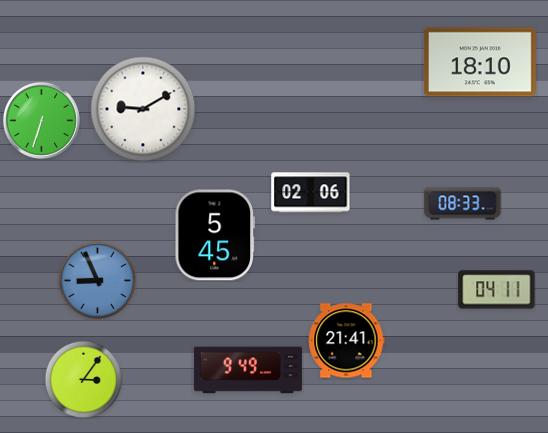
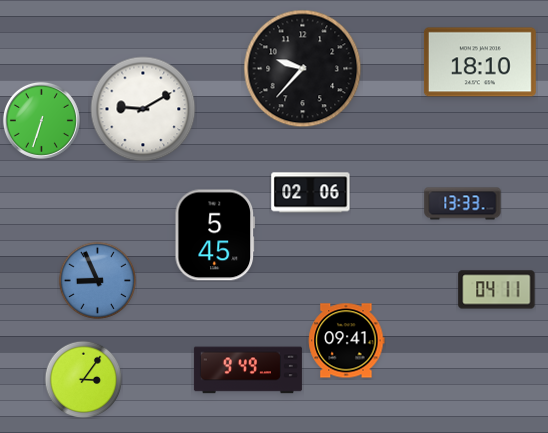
clock at (303, 69): none -> 9:37
clock at (463, 204): 08:33 -> 13:33
clock at (347, 341): 21:41 -> 09:41
